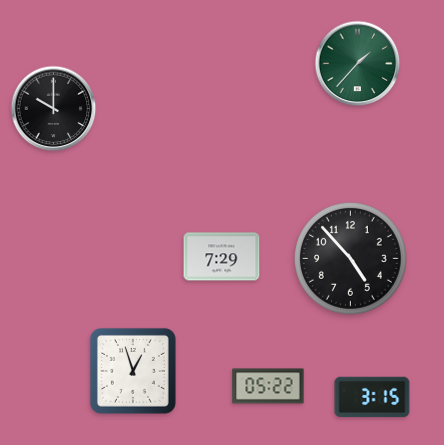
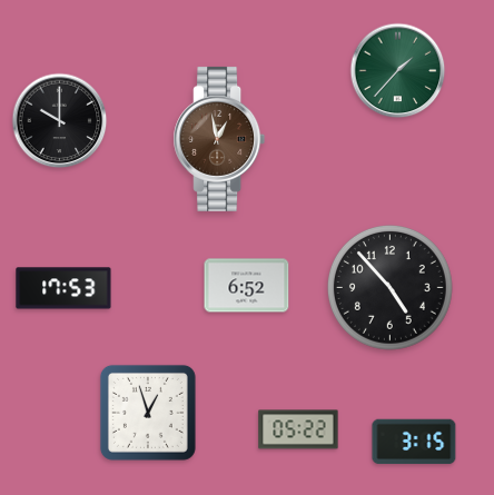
clock at (219, 139): none -> 12:58
clock at (222, 257): 7:29 -> 6:52
clock at (63, 288): none -> 17:53
